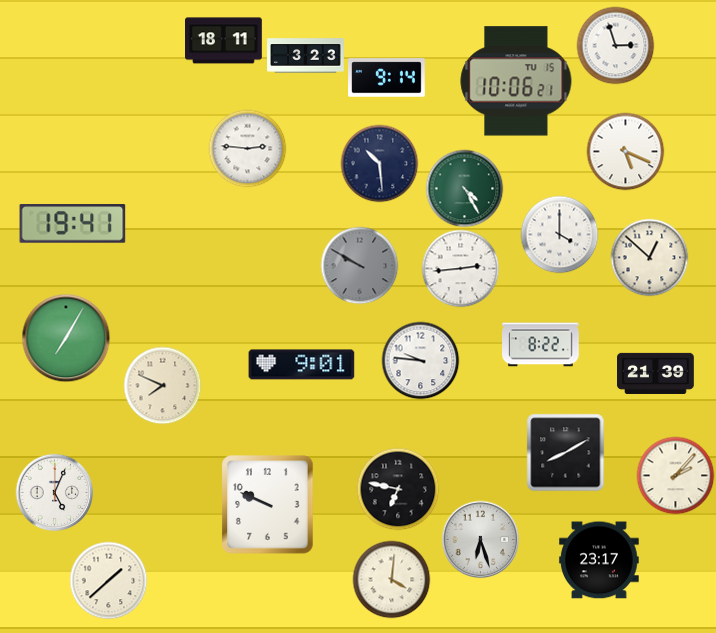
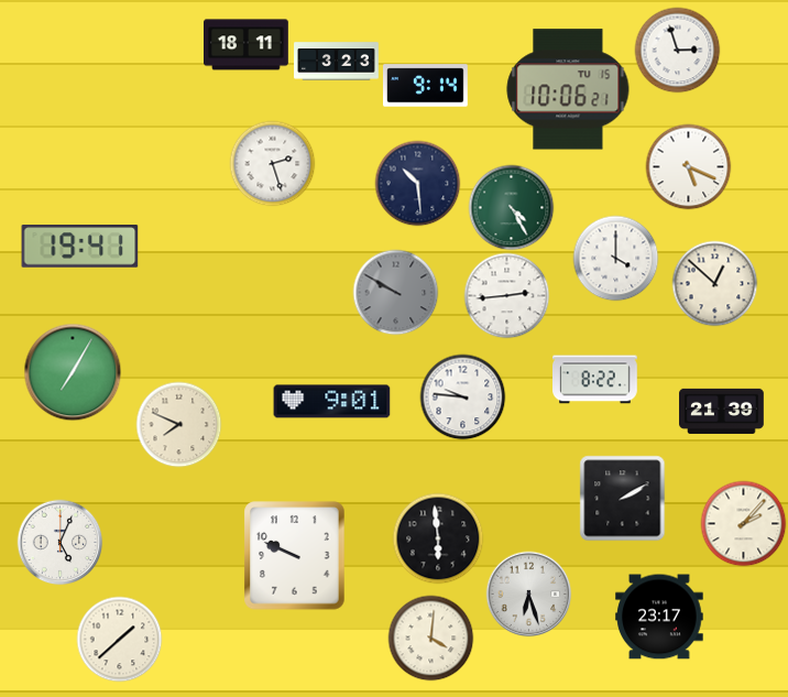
clock at (247, 148): 2:46 -> 2:27
clock at (379, 163) position: (379, 163) -> (417, 183)
clock at (565, 452): 8:10 -> 2:10
clock at (398, 489): 6:47 -> 5:59
